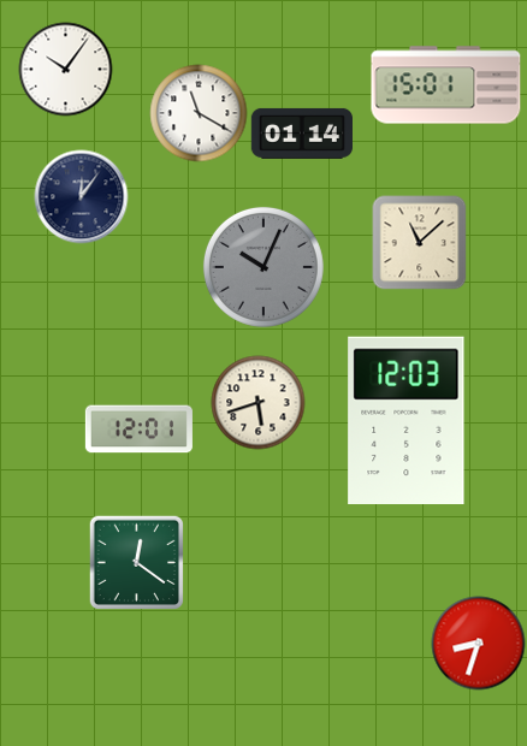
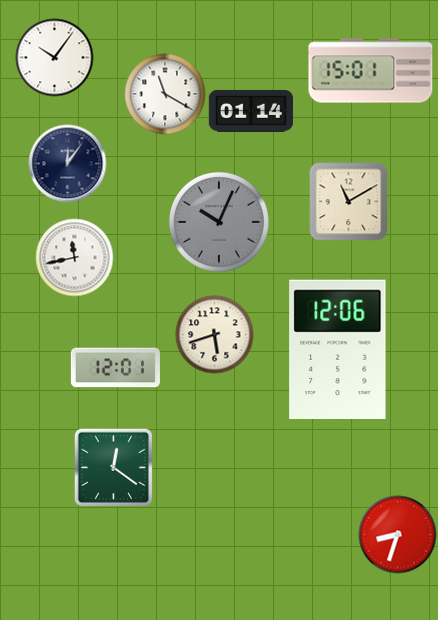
clock at (419, 242): 11:08 -> 11:10
clock at (74, 257): none -> 11:43
clock at (407, 420): 12:03 -> 12:06
clock at (138, 430) position: (138, 430) -> (115, 368)
